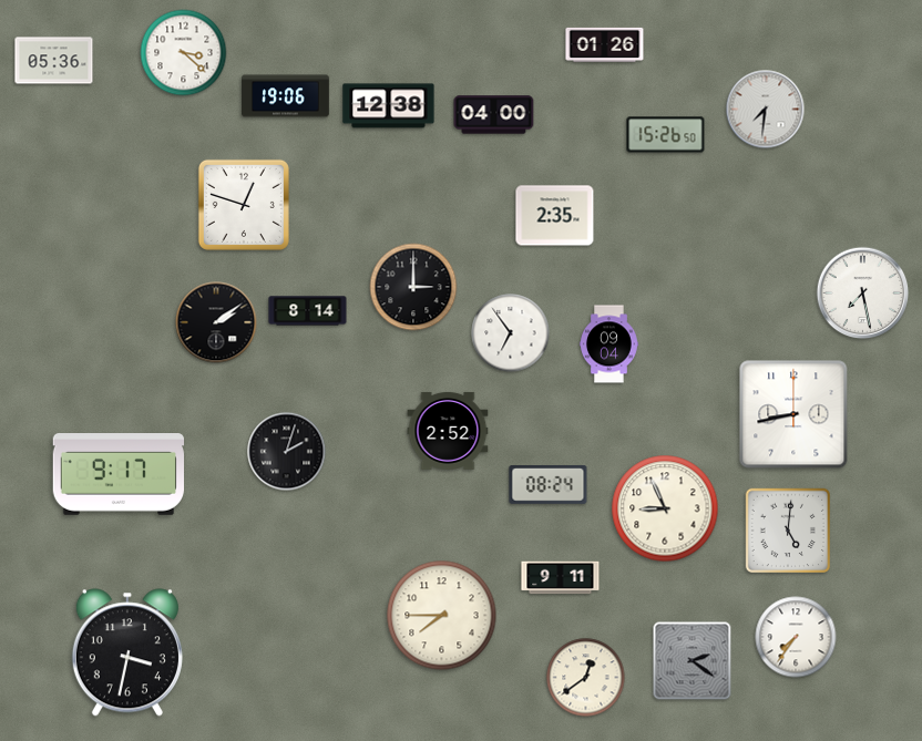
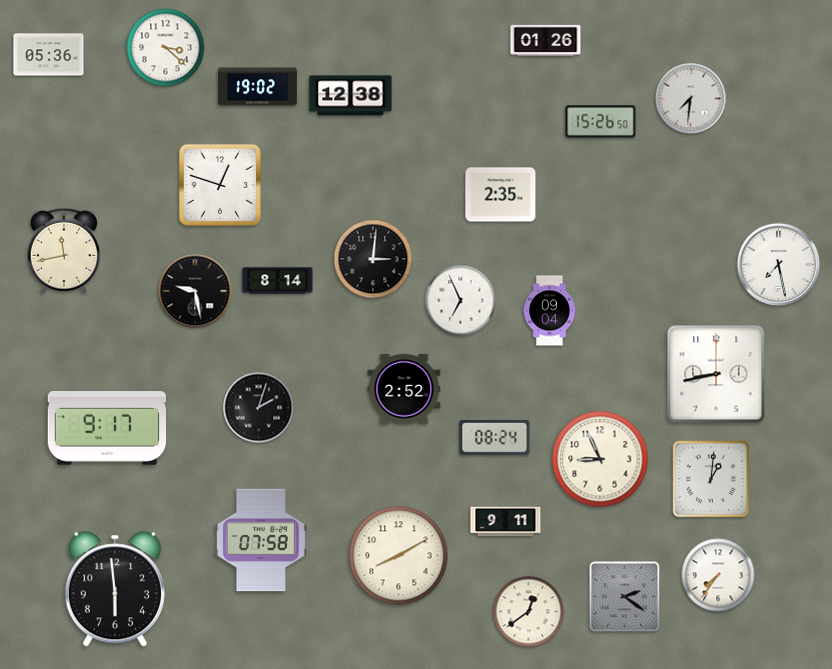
clock at (286, 96): 19:06 -> 19:02
clock at (494, 115): 04:00 -> none
clock at (64, 251): none -> 11:43
clock at (413, 287): 3:00 -> 3:01
clock at (216, 322): 2:09 -> 9:28
clock at (511, 333): 6:54 -> 6:56
clock at (788, 531): 5:01 -> 1:01
clock at (262, 540): none -> 07:58
clock at (442, 616): 7:45 -> 8:10
clock at (127, 652): 3:32 -> 5:59
